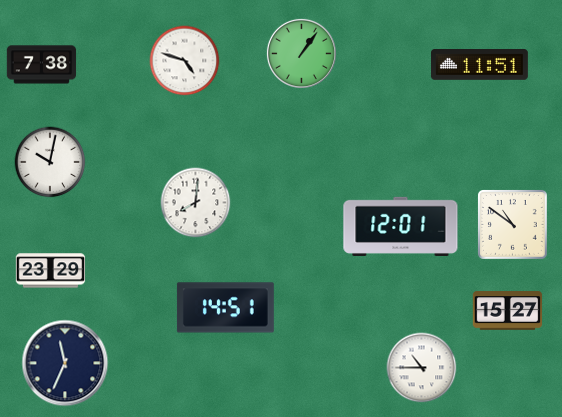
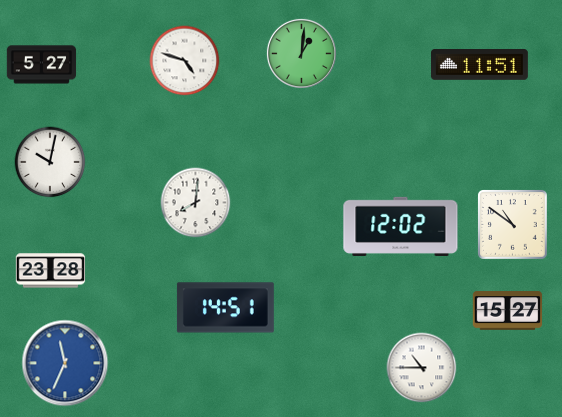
clock at (301, 53): 1:06 -> 1:01
clock at (42, 65): 7:38 -> 5:27
clock at (401, 226): 12:01 -> 12:02
clock at (51, 271): 23:29 -> 23:28
clock at (65, 363) dial: navy -> blue
